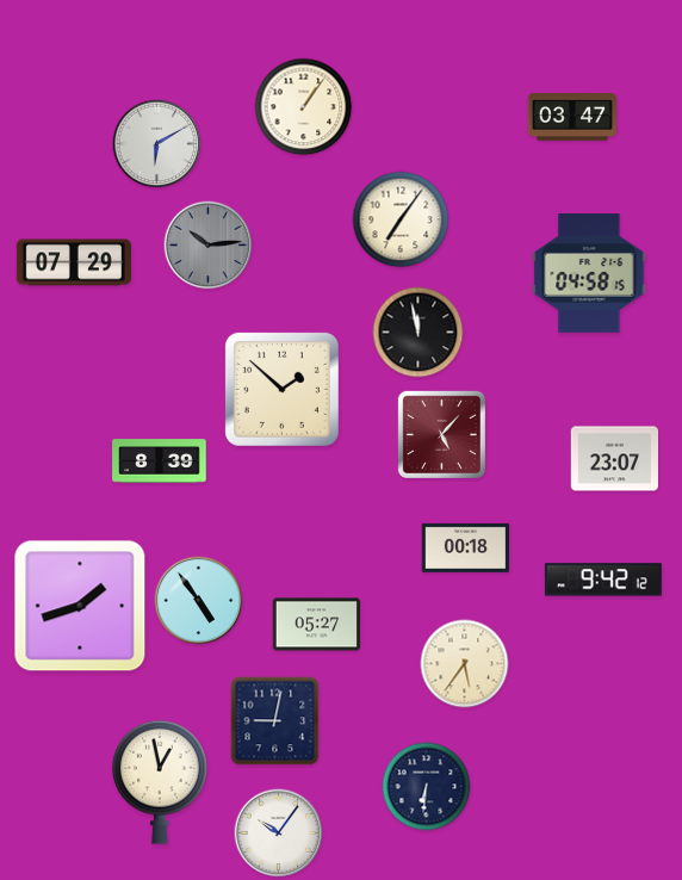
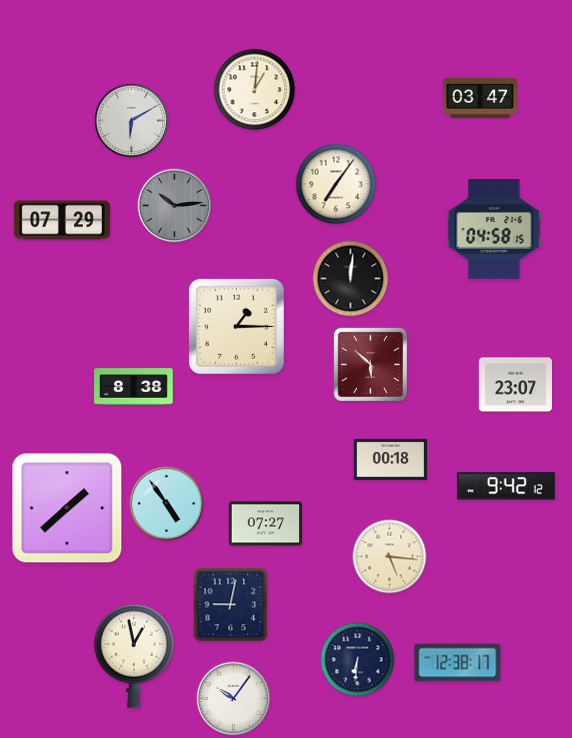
clock at (304, 107): 1:06 -> 1:01
clock at (418, 333): 11:58 -> 12:01
clock at (281, 389): 1:52 -> 1:15
clock at (441, 434): 5:07 -> 5:52
clock at (160, 461): 8:39 -> 8:38
clock at (80, 606): 1:42 -> 1:38
clock at (316, 625): 05:27 -> 07:27
clock at (465, 664): 5:36 -> 5:16
clock at (458, 663): none -> 12:38
